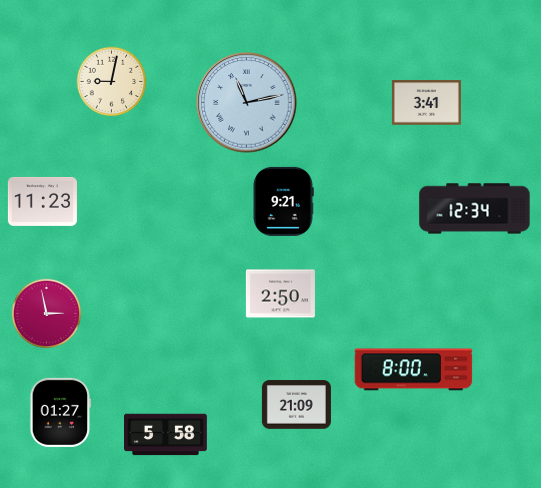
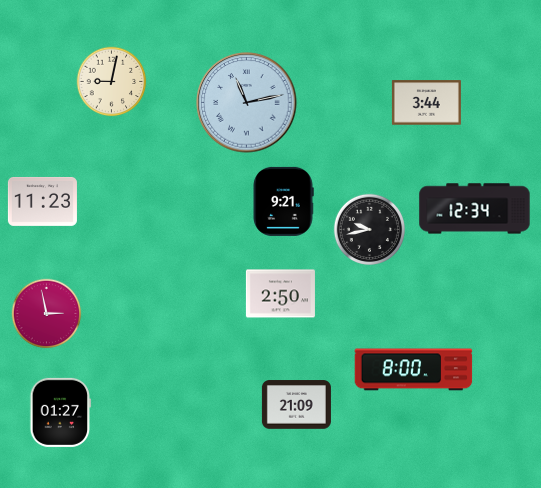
clock at (426, 103): 3:41 -> 3:44
clock at (369, 229): none -> 9:43
clock at (166, 435): 5:58 -> none
